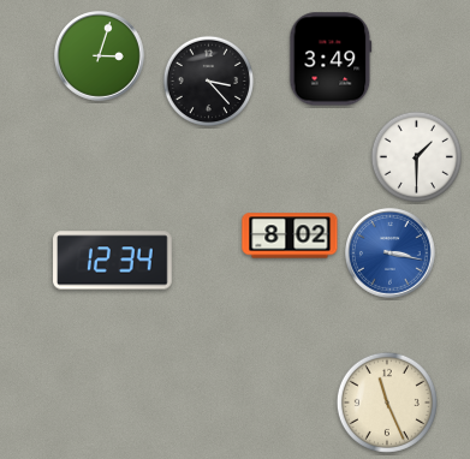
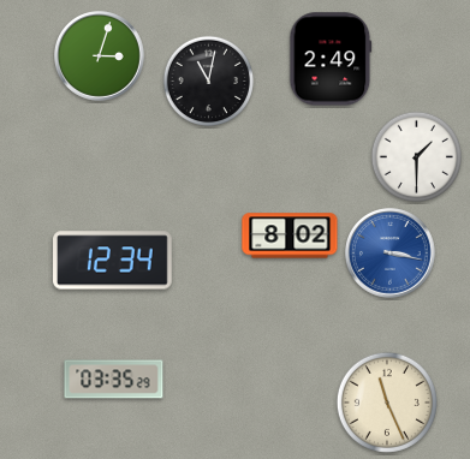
clock at (331, 59): 3:49 -> 2:49
clock at (208, 81): 3:23 -> 11:02
clock at (114, 380): none -> 03:35
